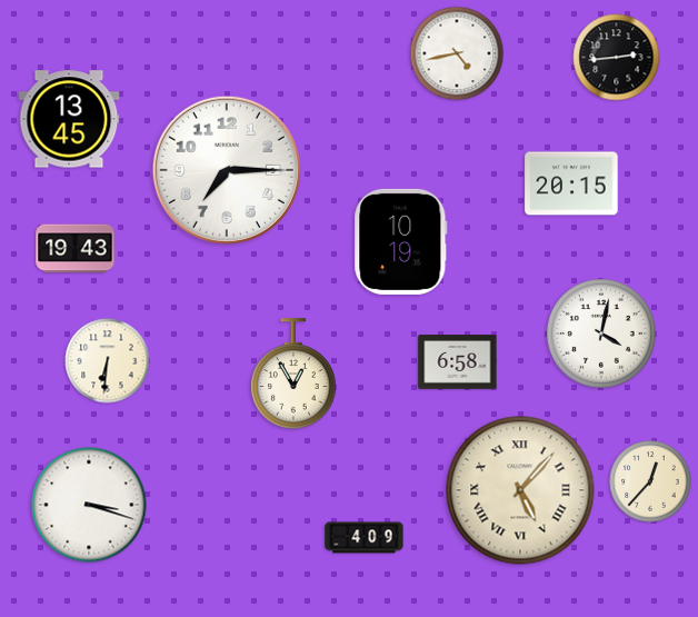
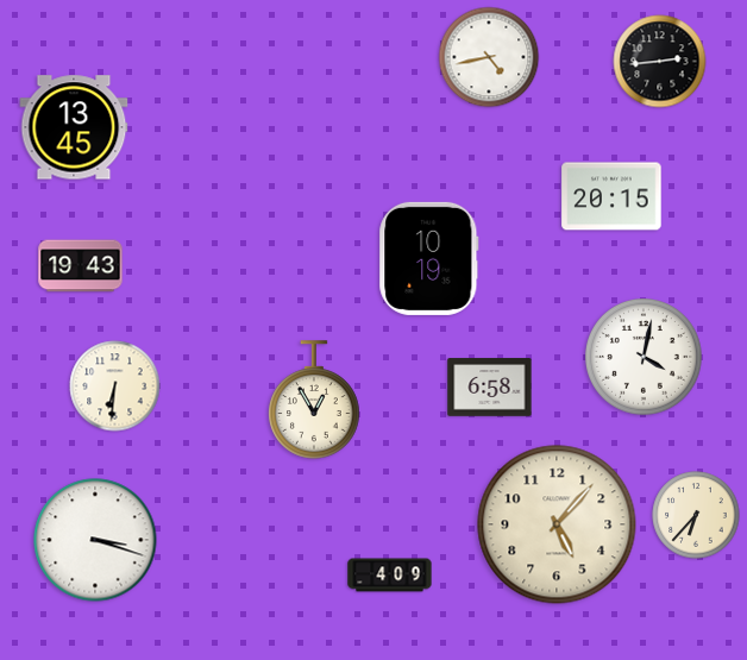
clock at (227, 170): 7:15 -> none
clock at (650, 481): 12:37 -> 6:37
clock at (520, 490) numerals: Roman -> Arabic
